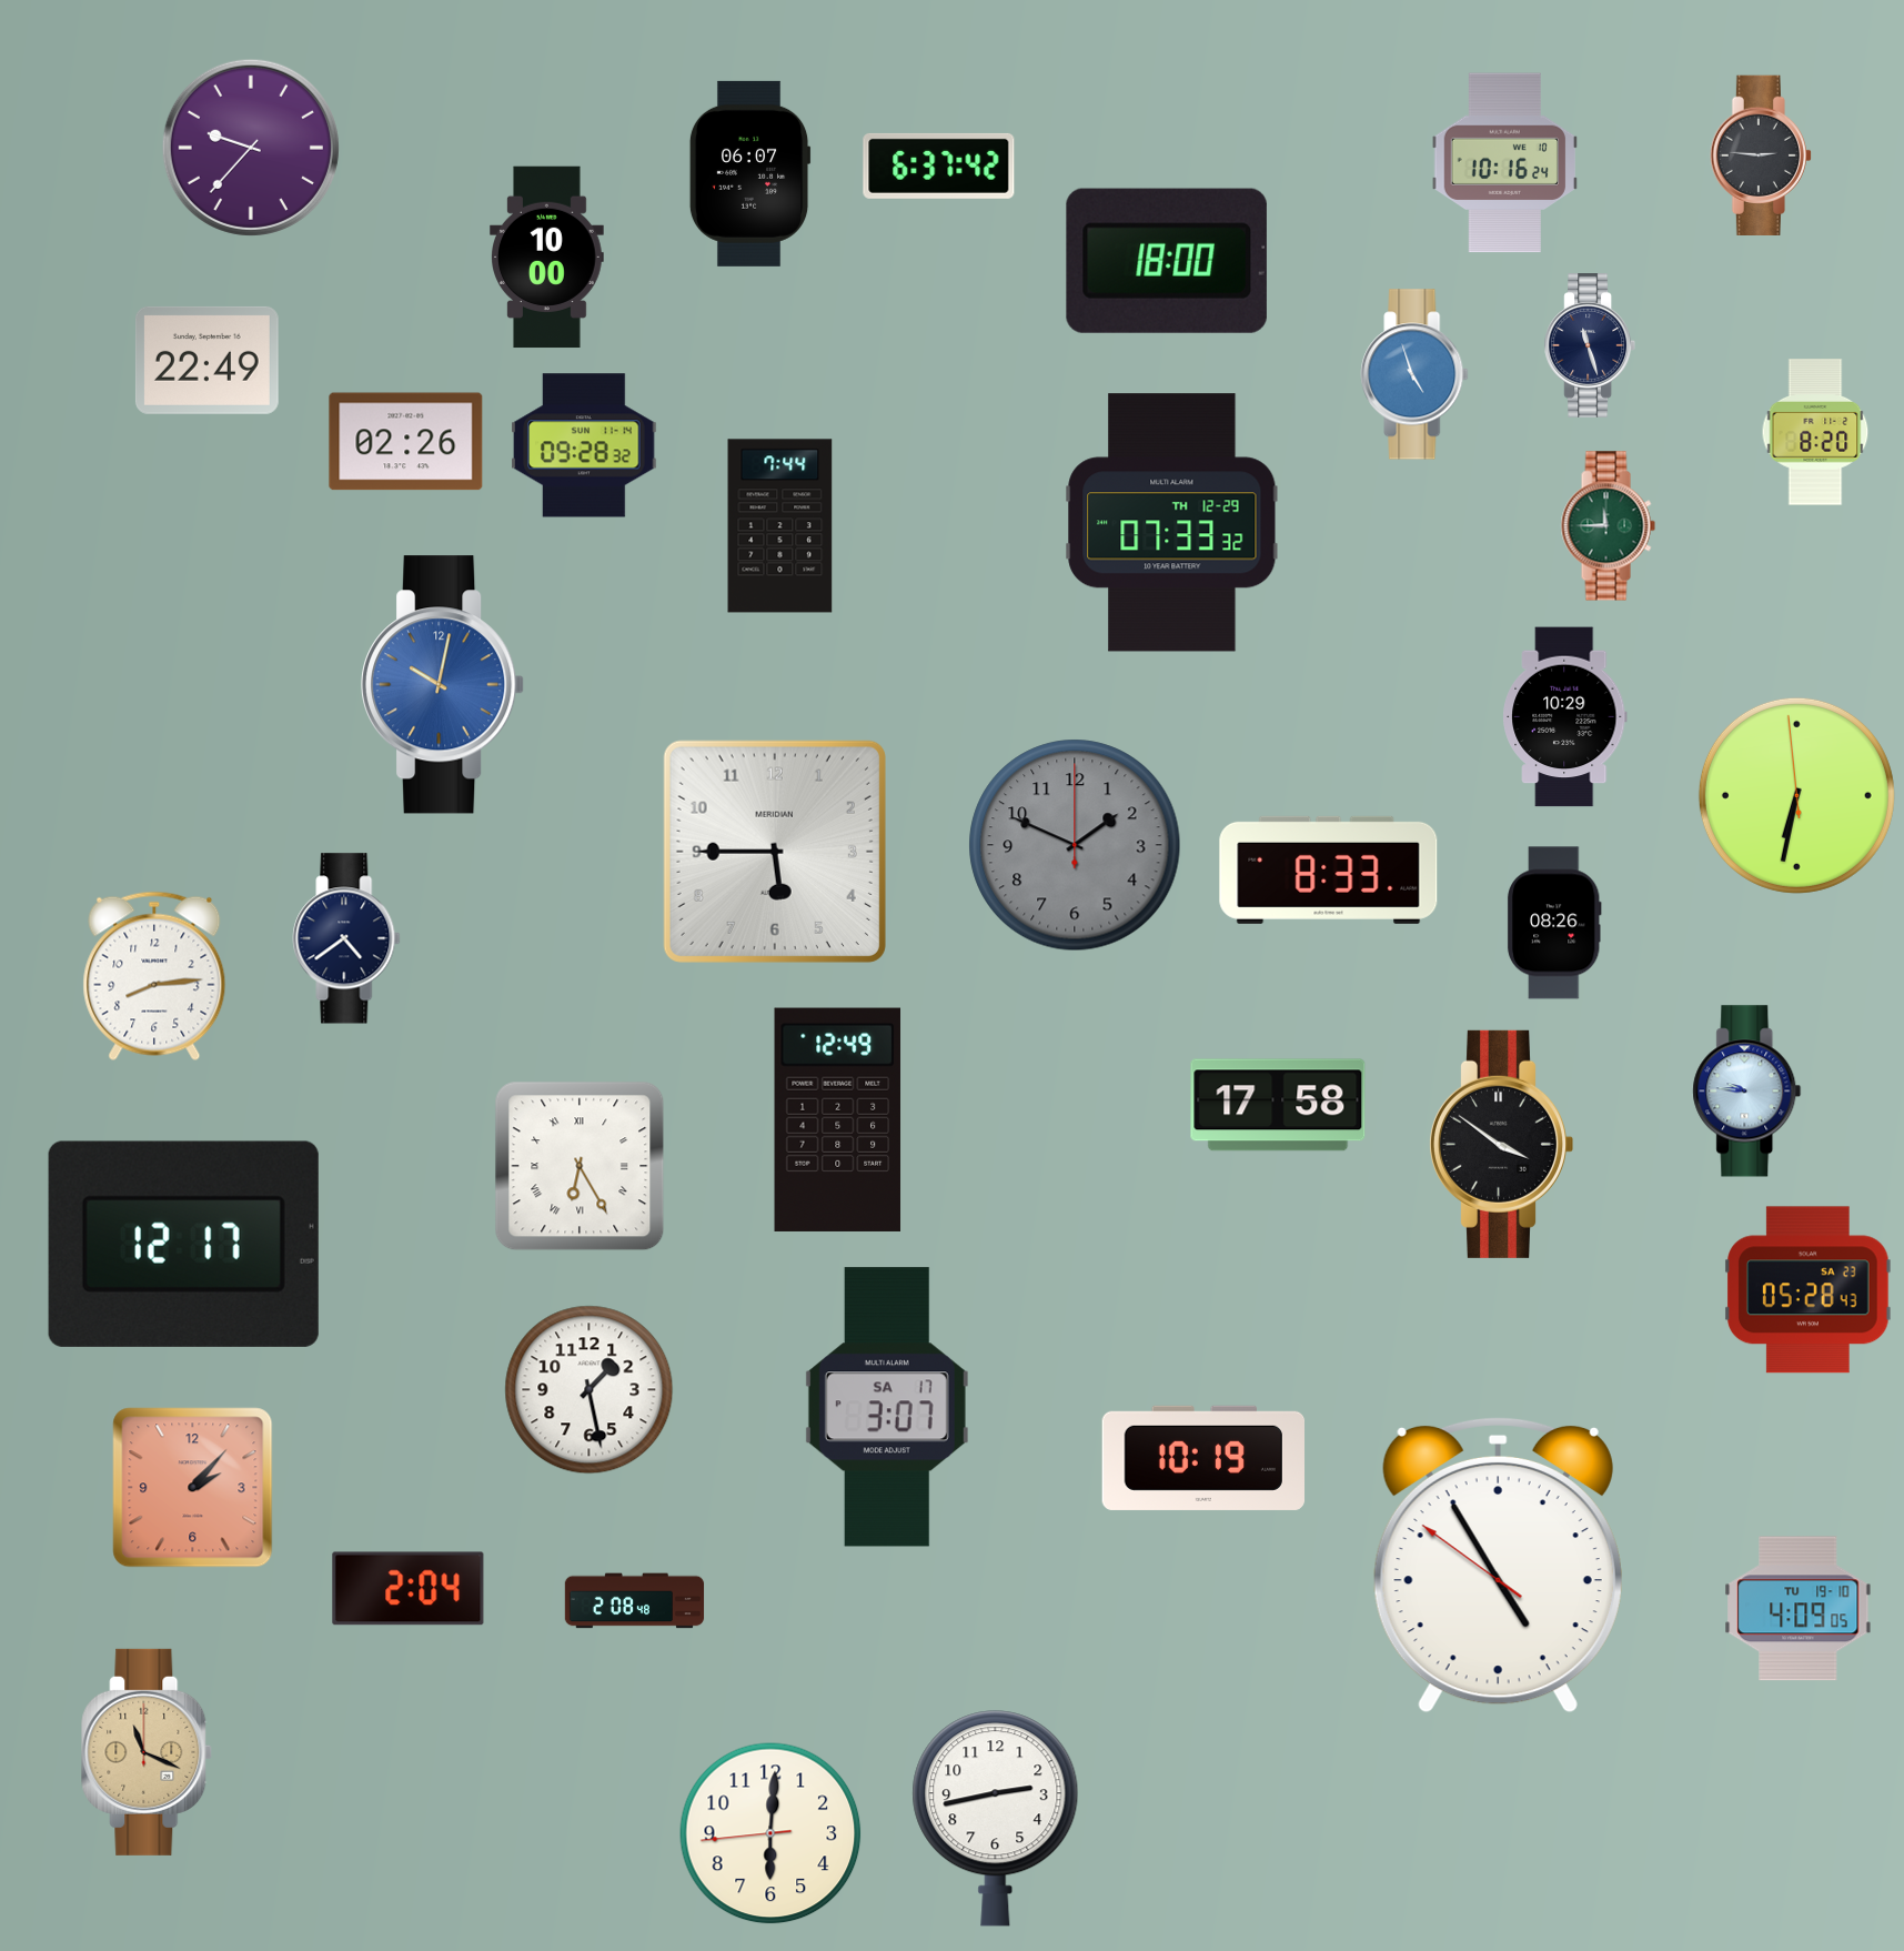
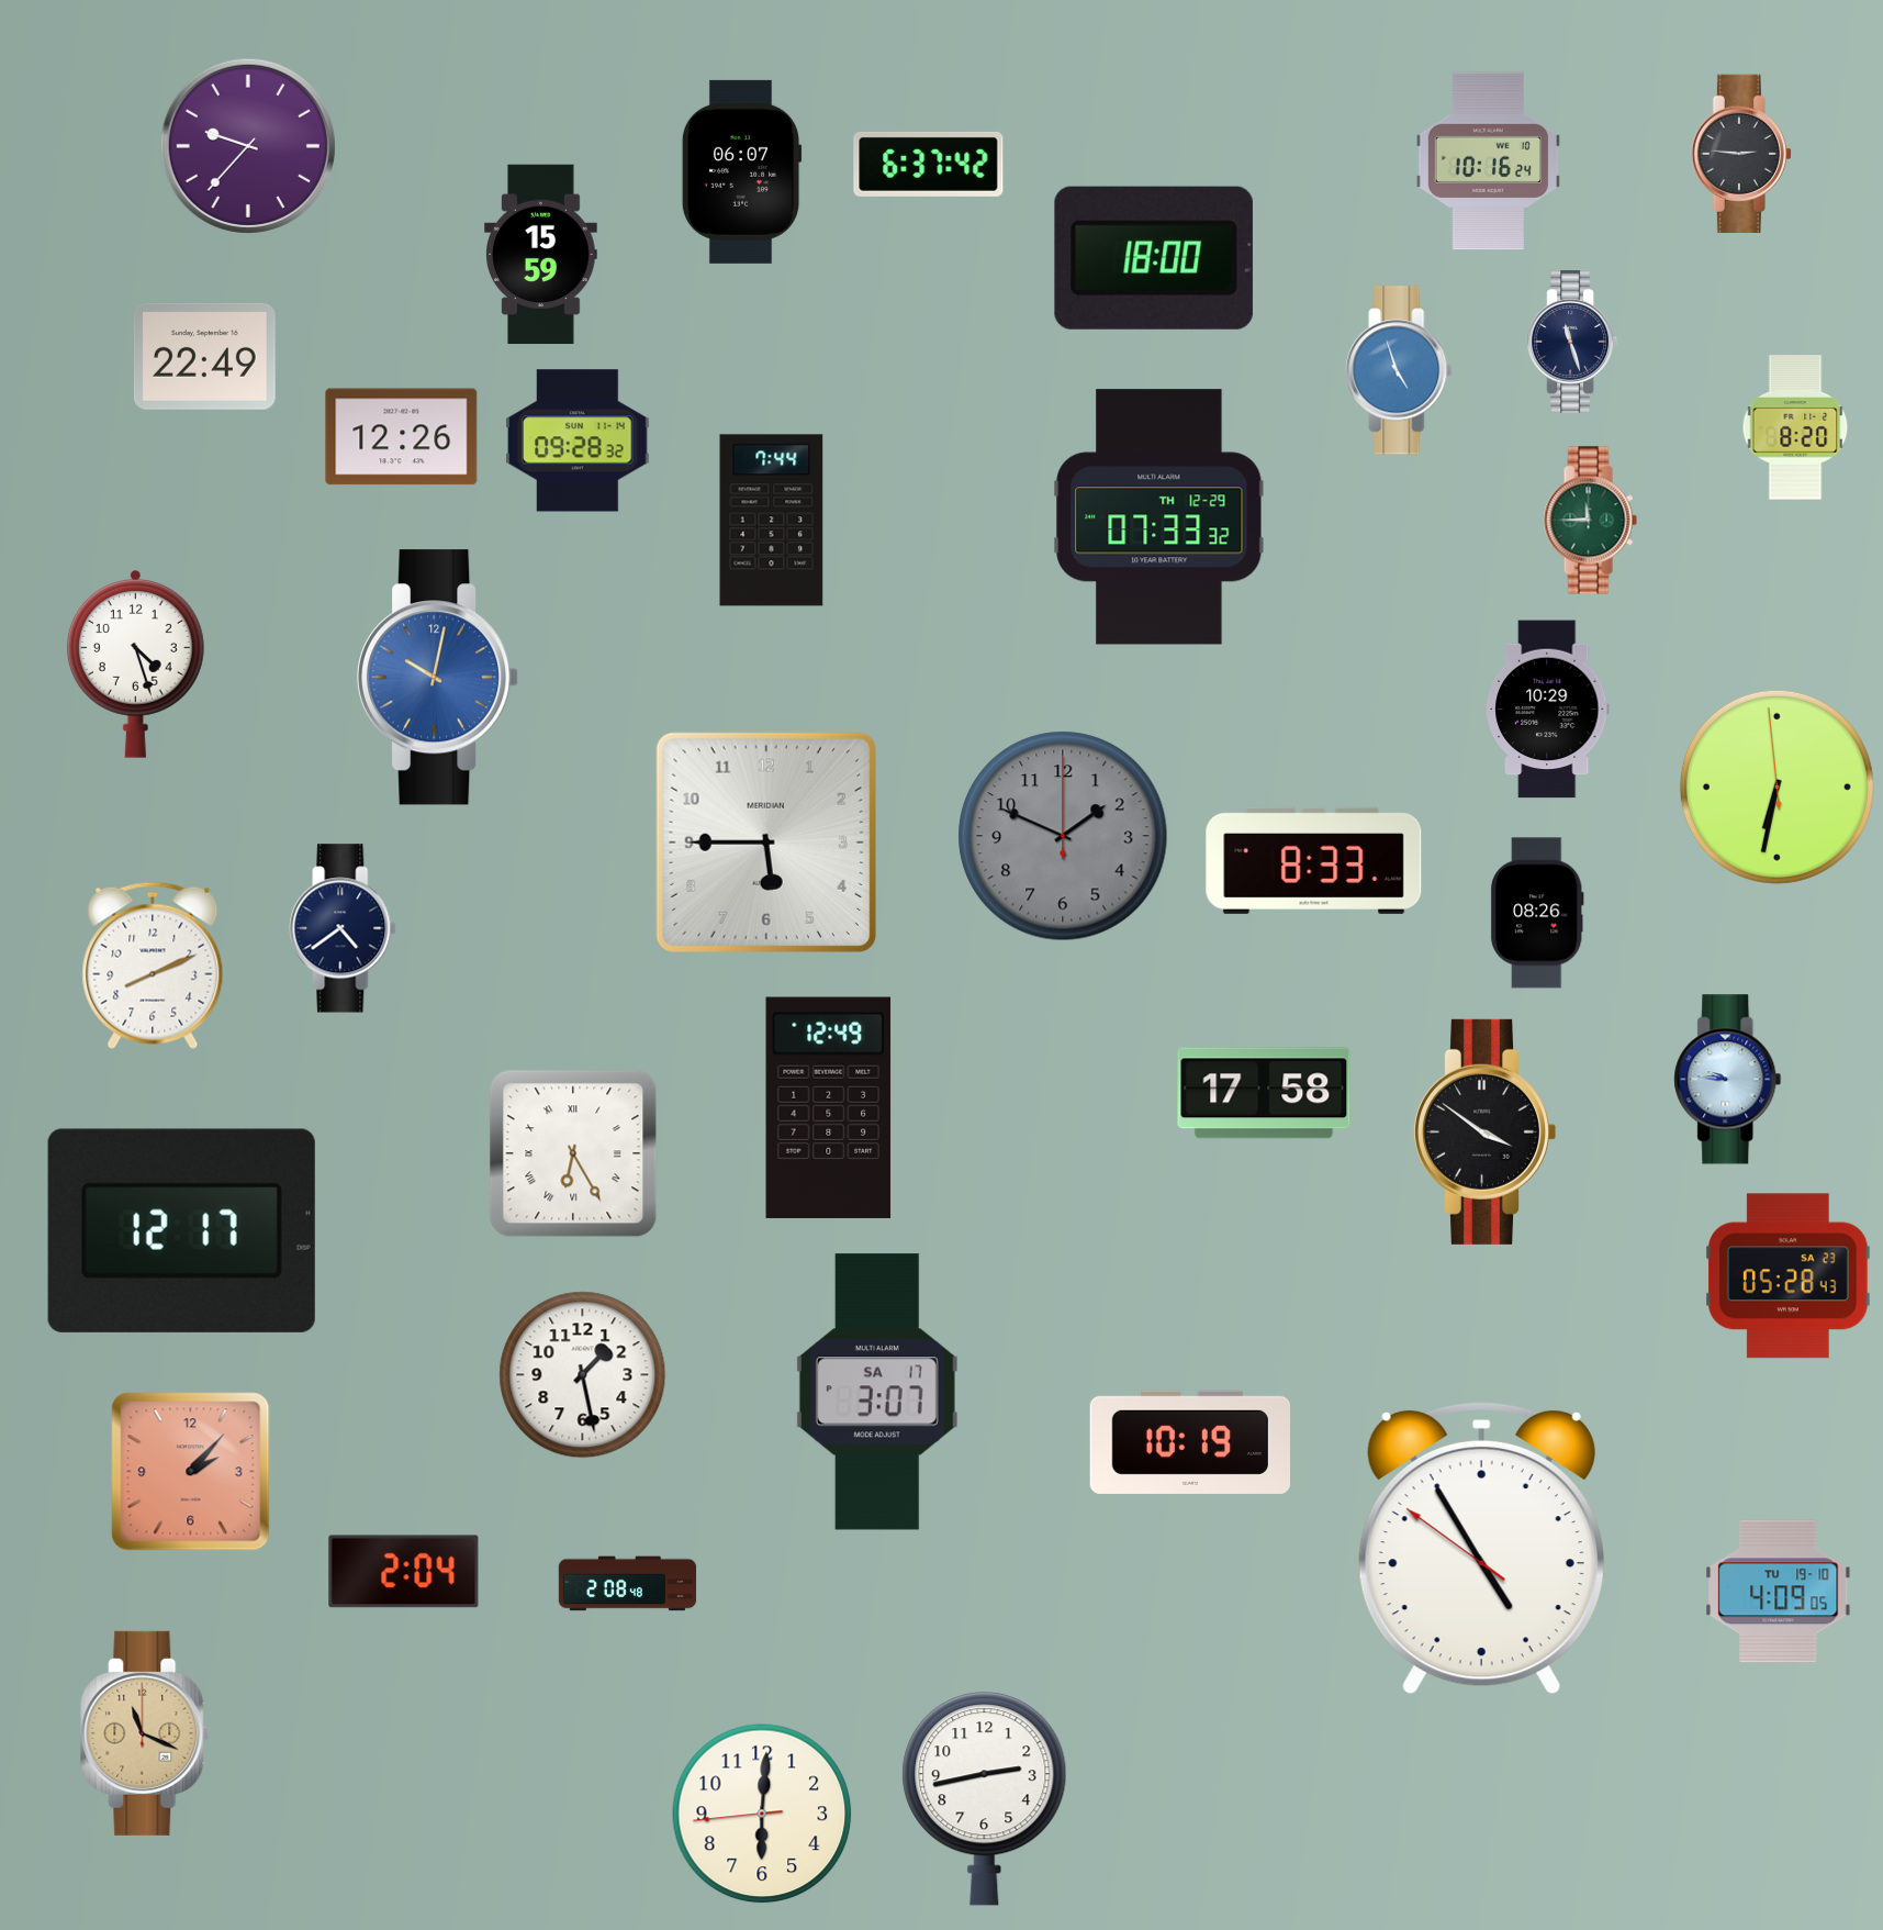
clock at (547, 258): 10:00 -> 15:59
clock at (406, 442): 02:26 -> 12:26
clock at (135, 665): none -> 4:27
clock at (154, 976): 8:14 -> 8:11
